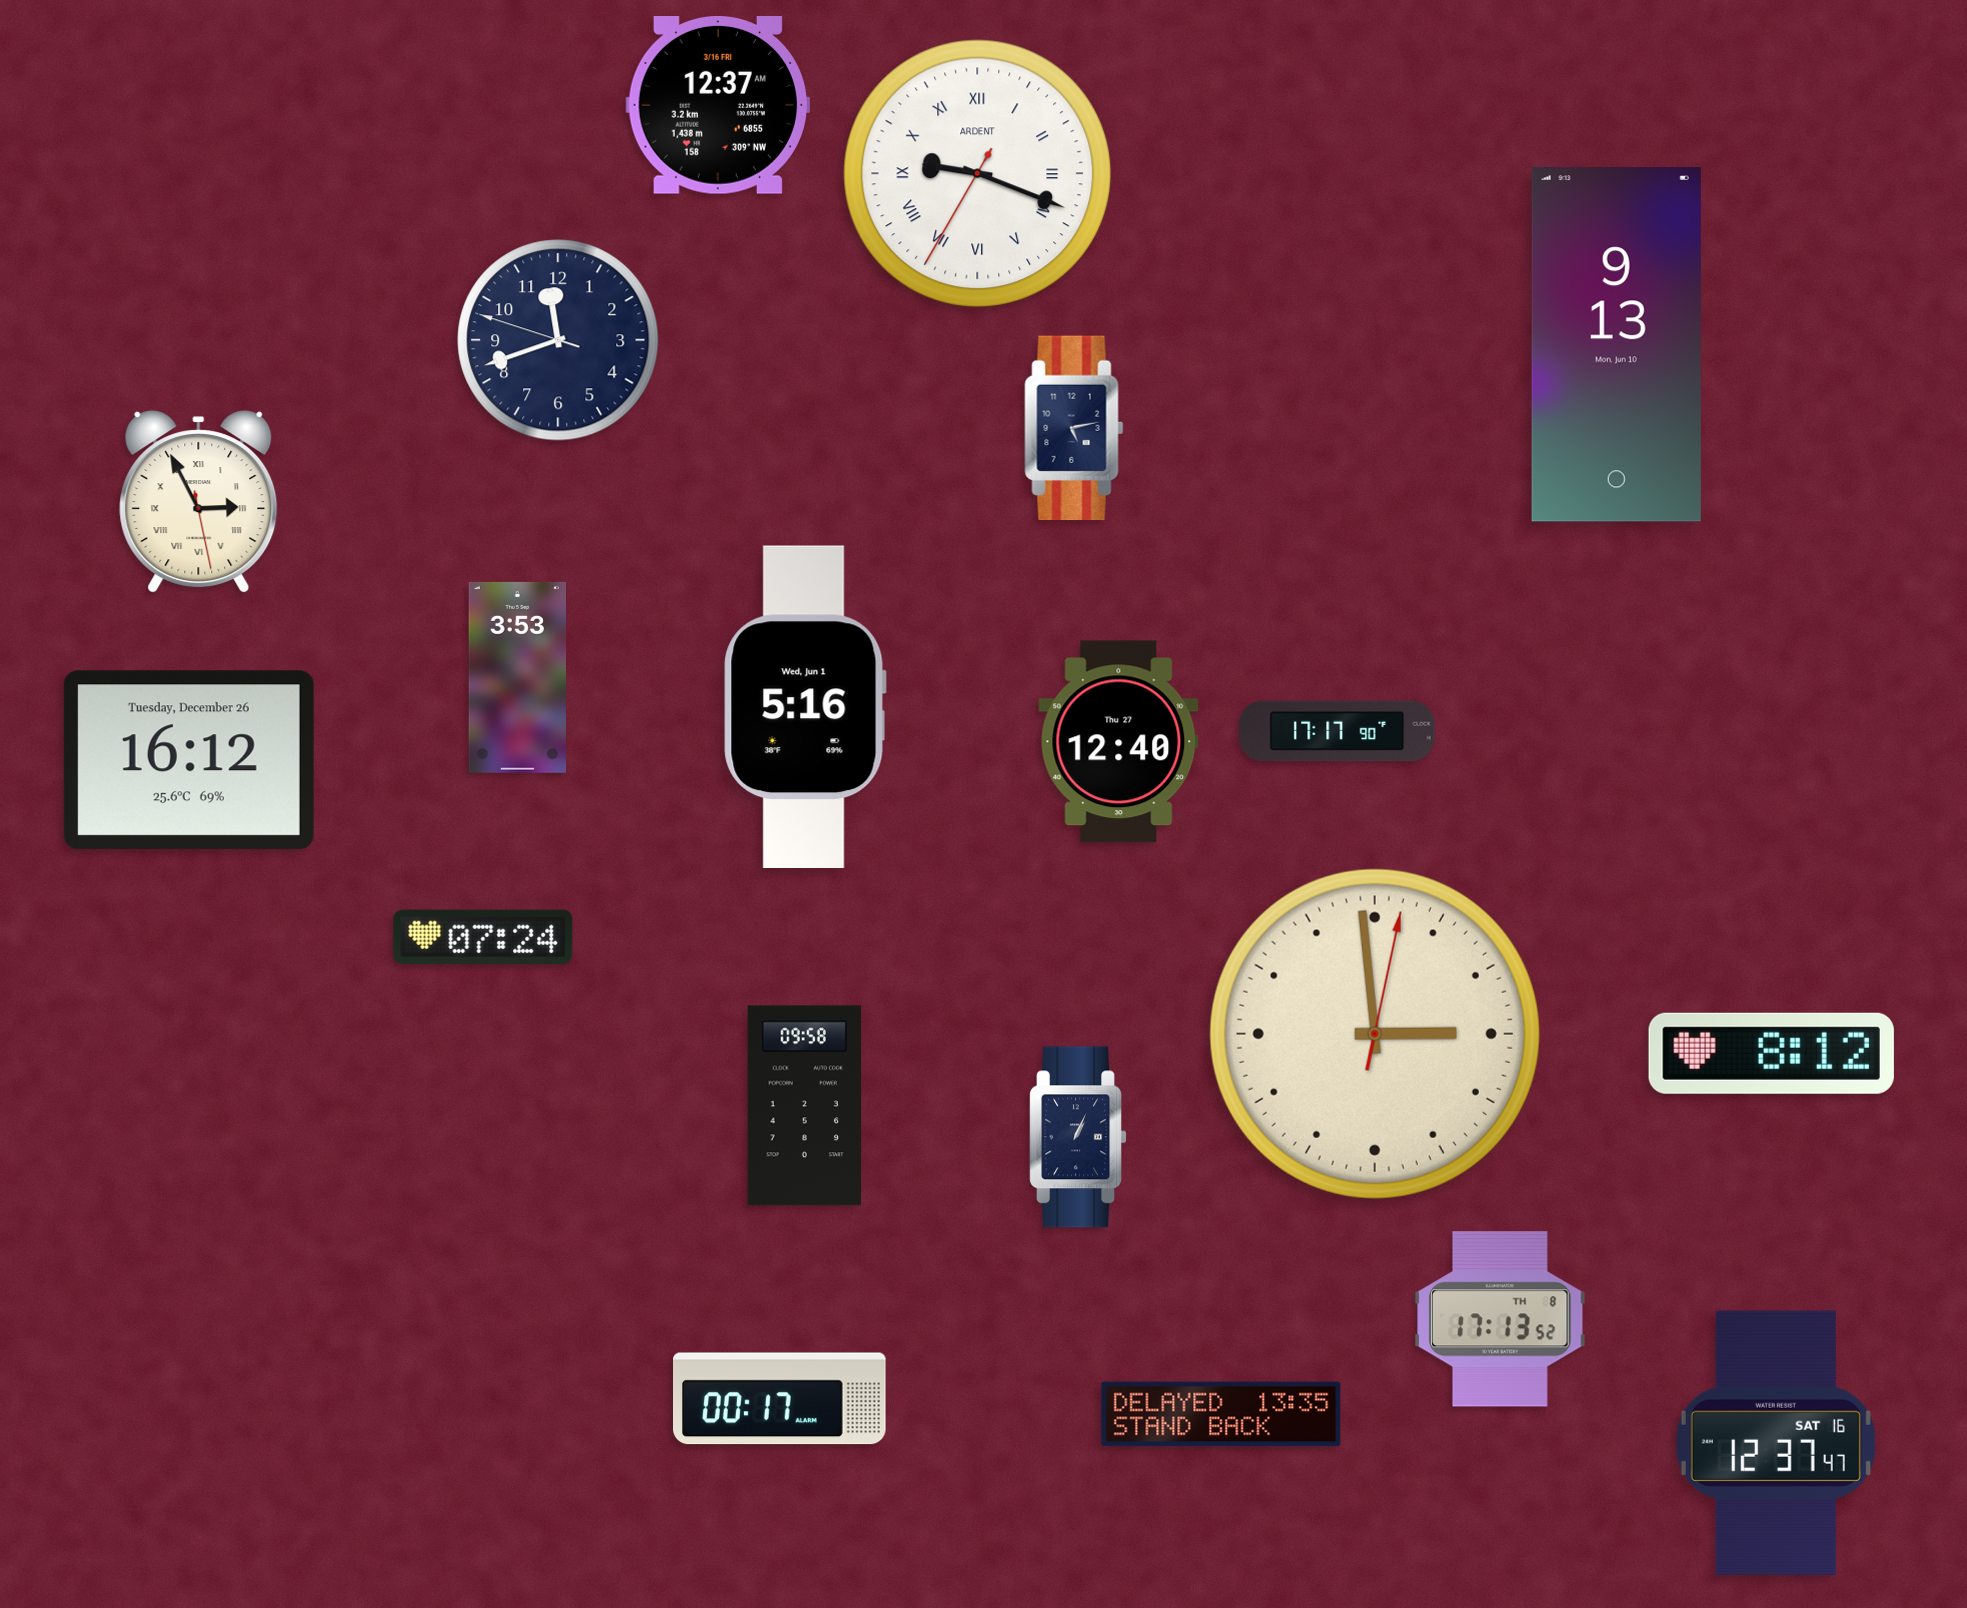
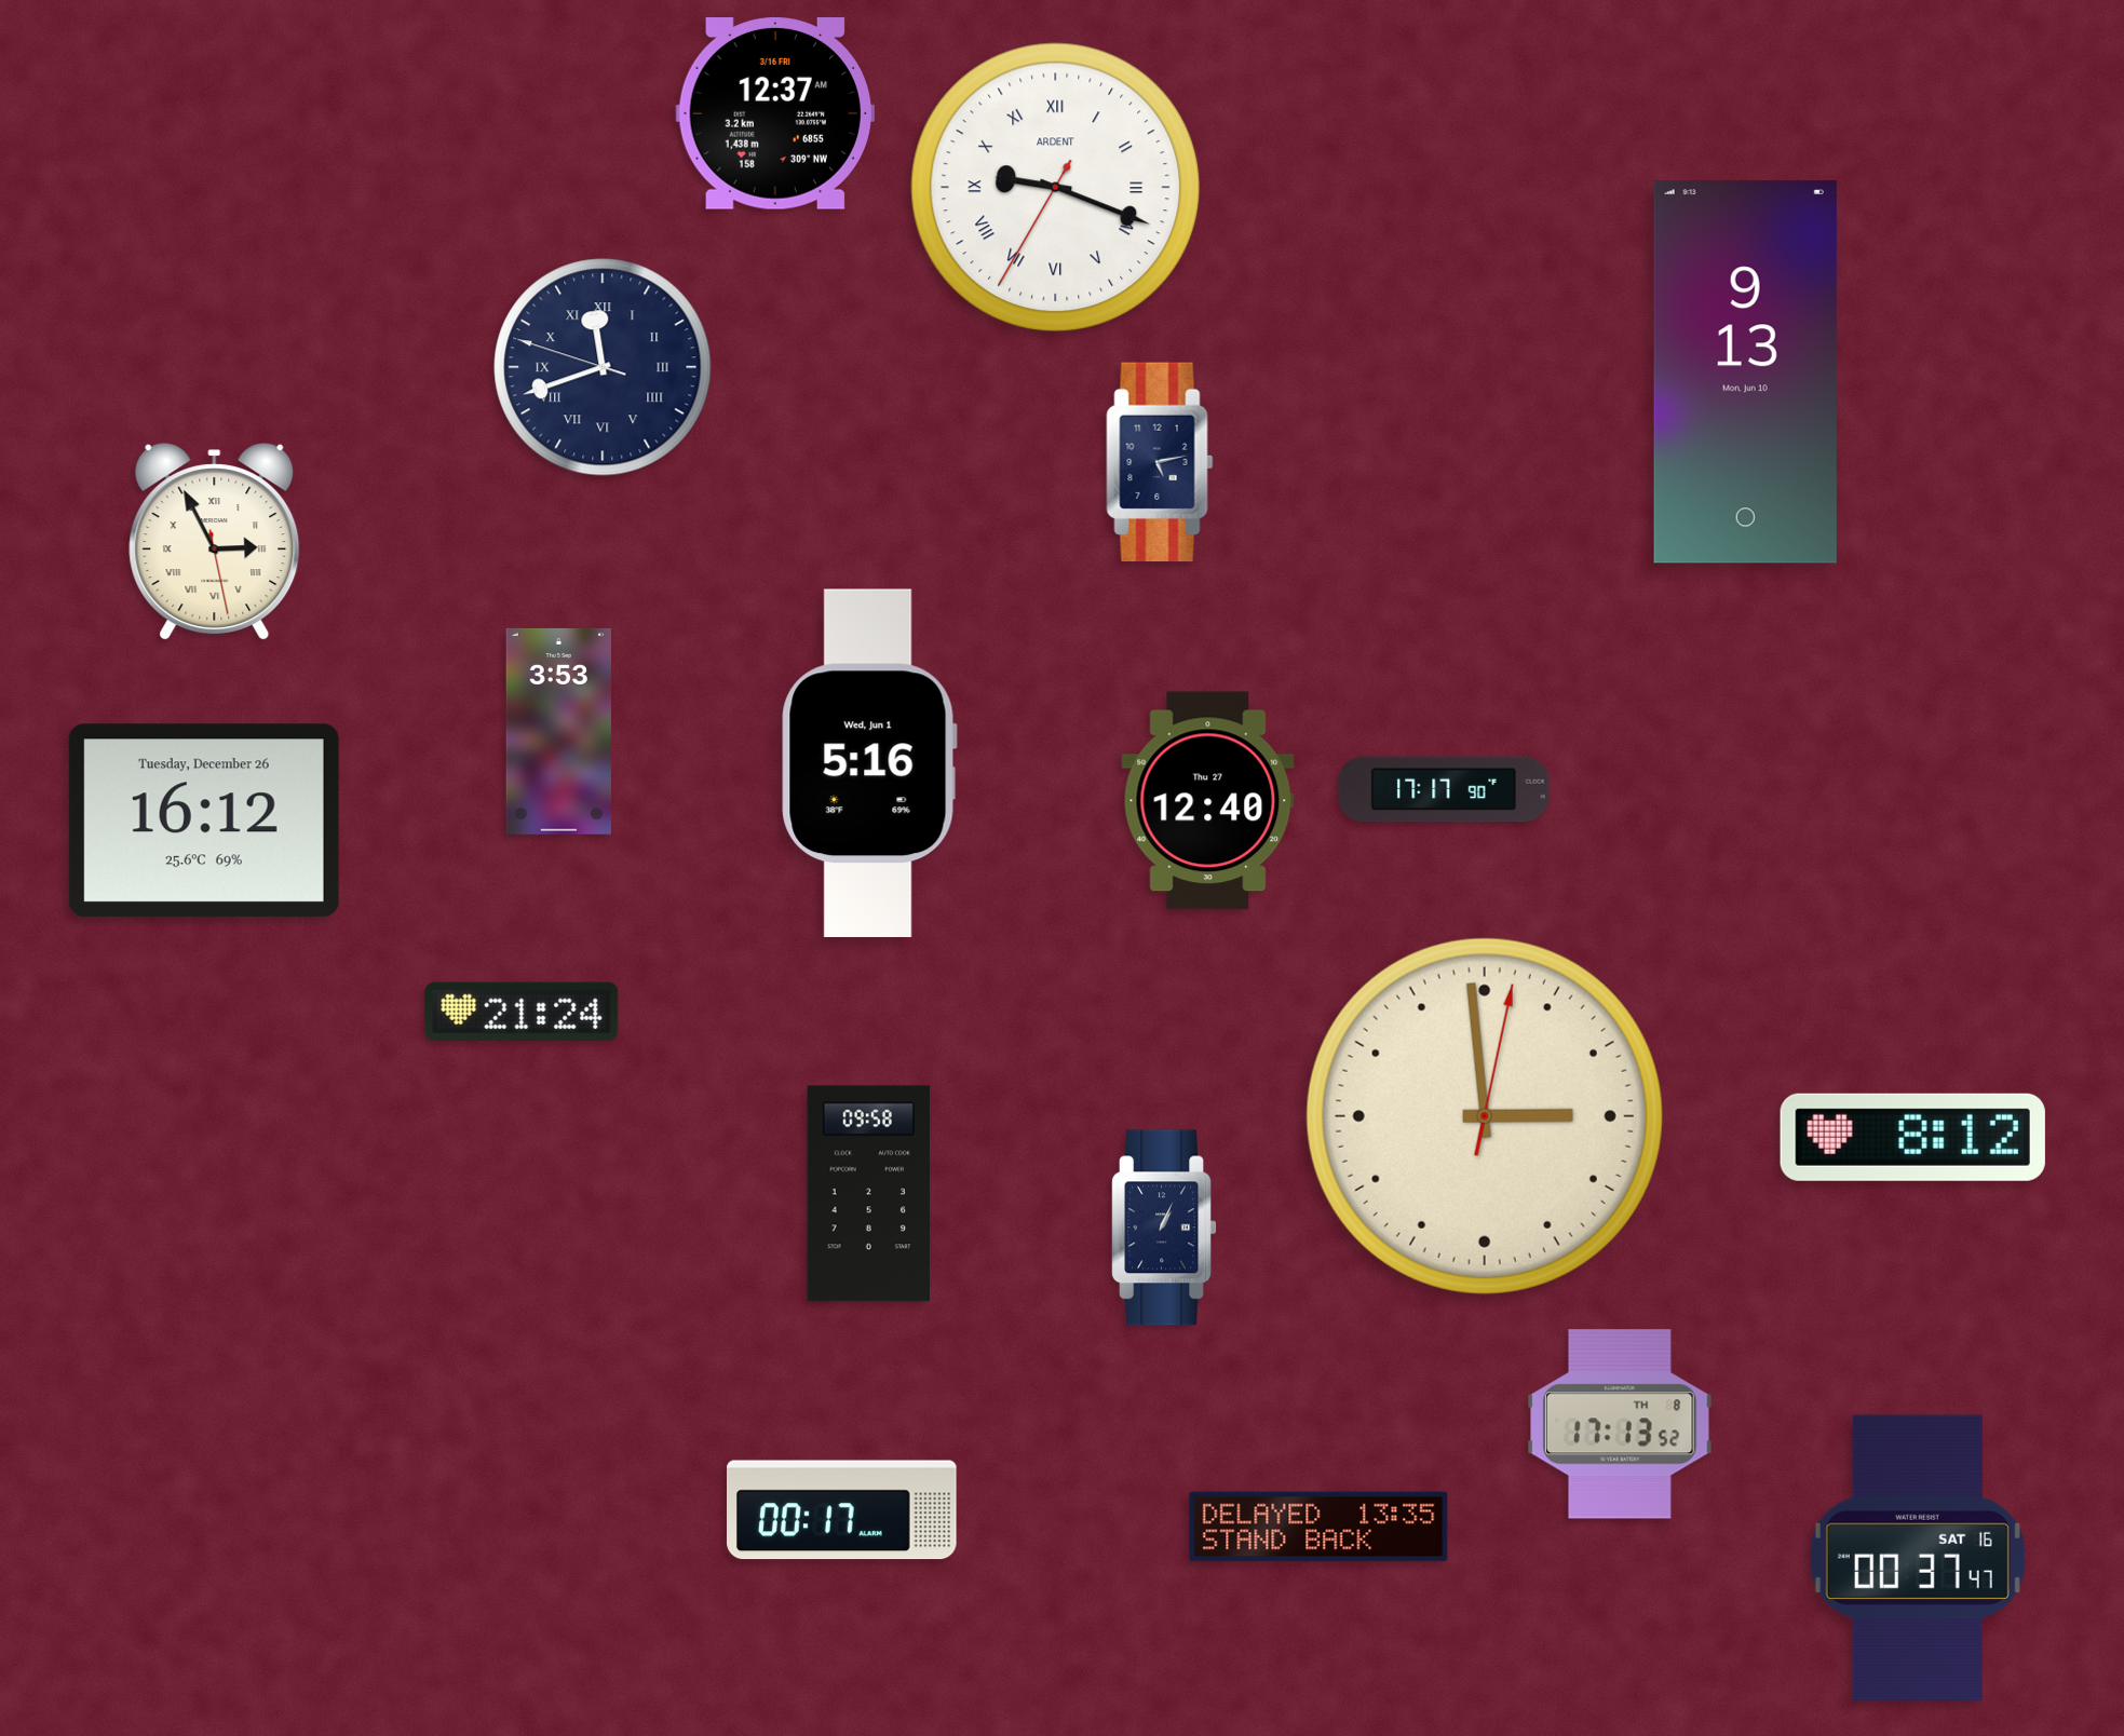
clock at (558, 340) numerals: Arabic -> Roman
clock at (483, 936): 07:24 -> 21:24
clock at (1776, 1443): 12:37 -> 00:37
